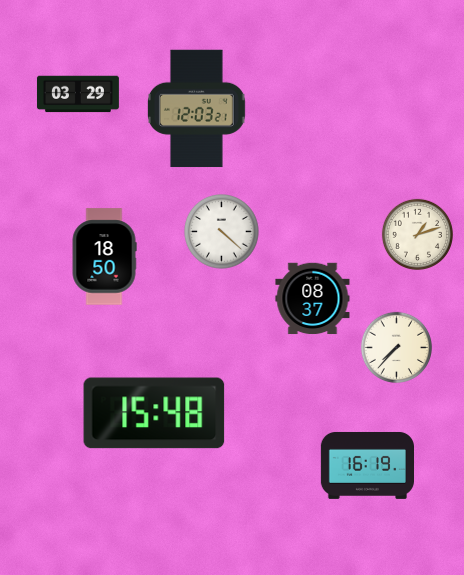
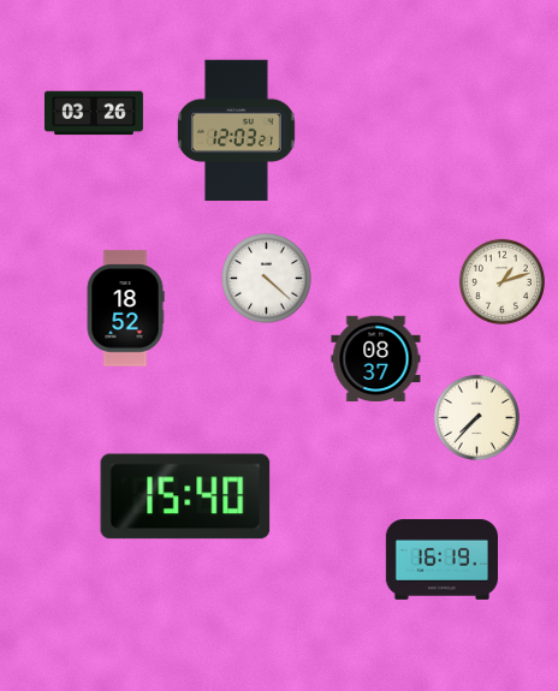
clock at (78, 94): 03:29 -> 03:26
clock at (104, 257): 18:50 -> 18:52
clock at (154, 413): 15:48 -> 15:40
